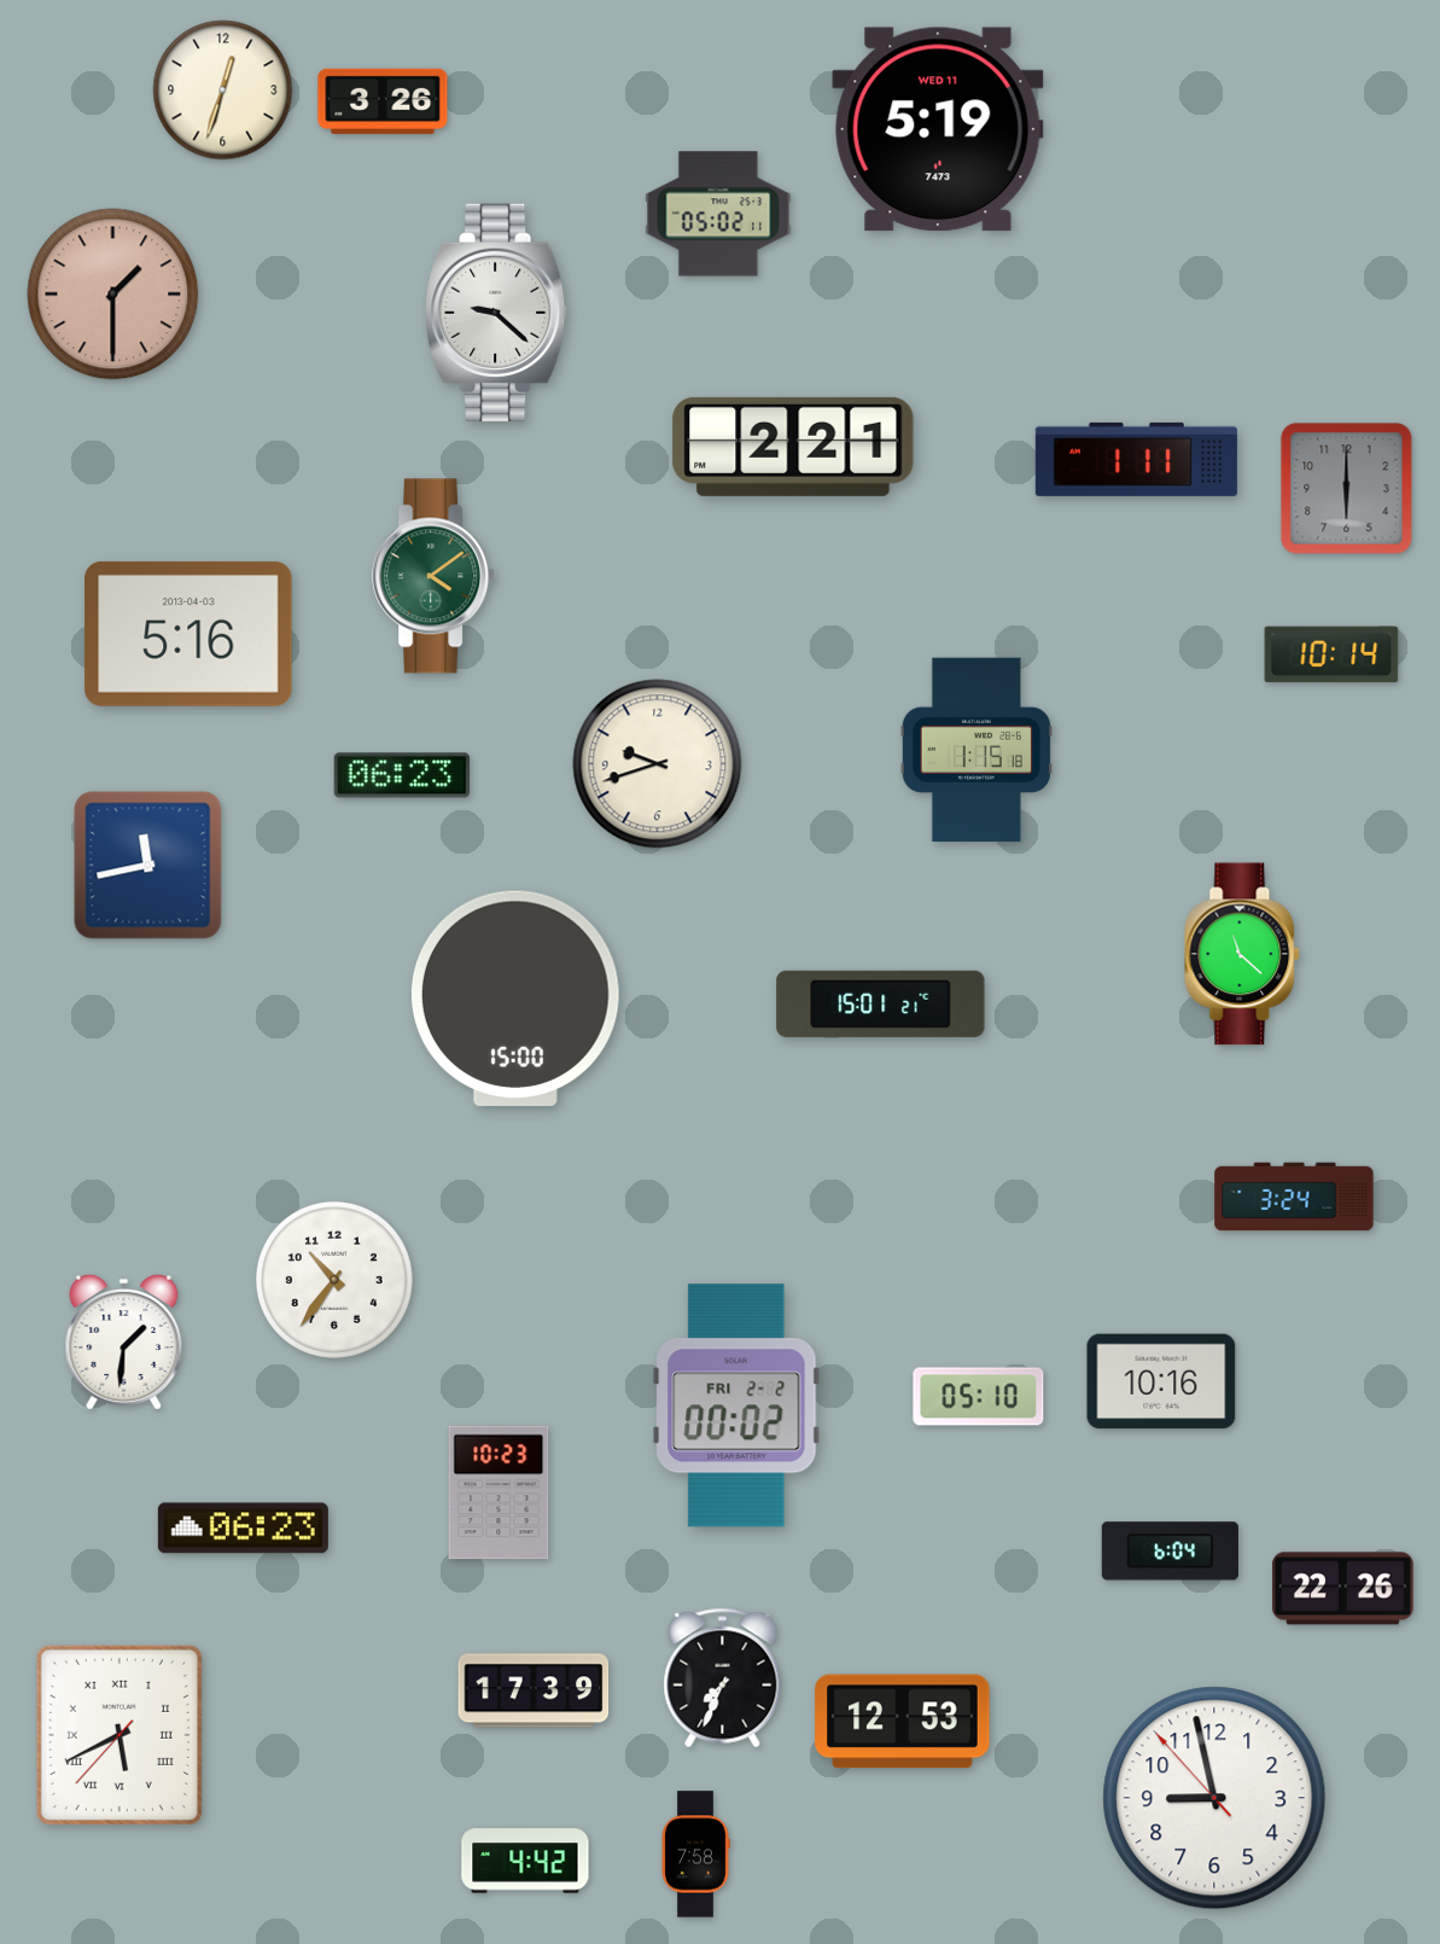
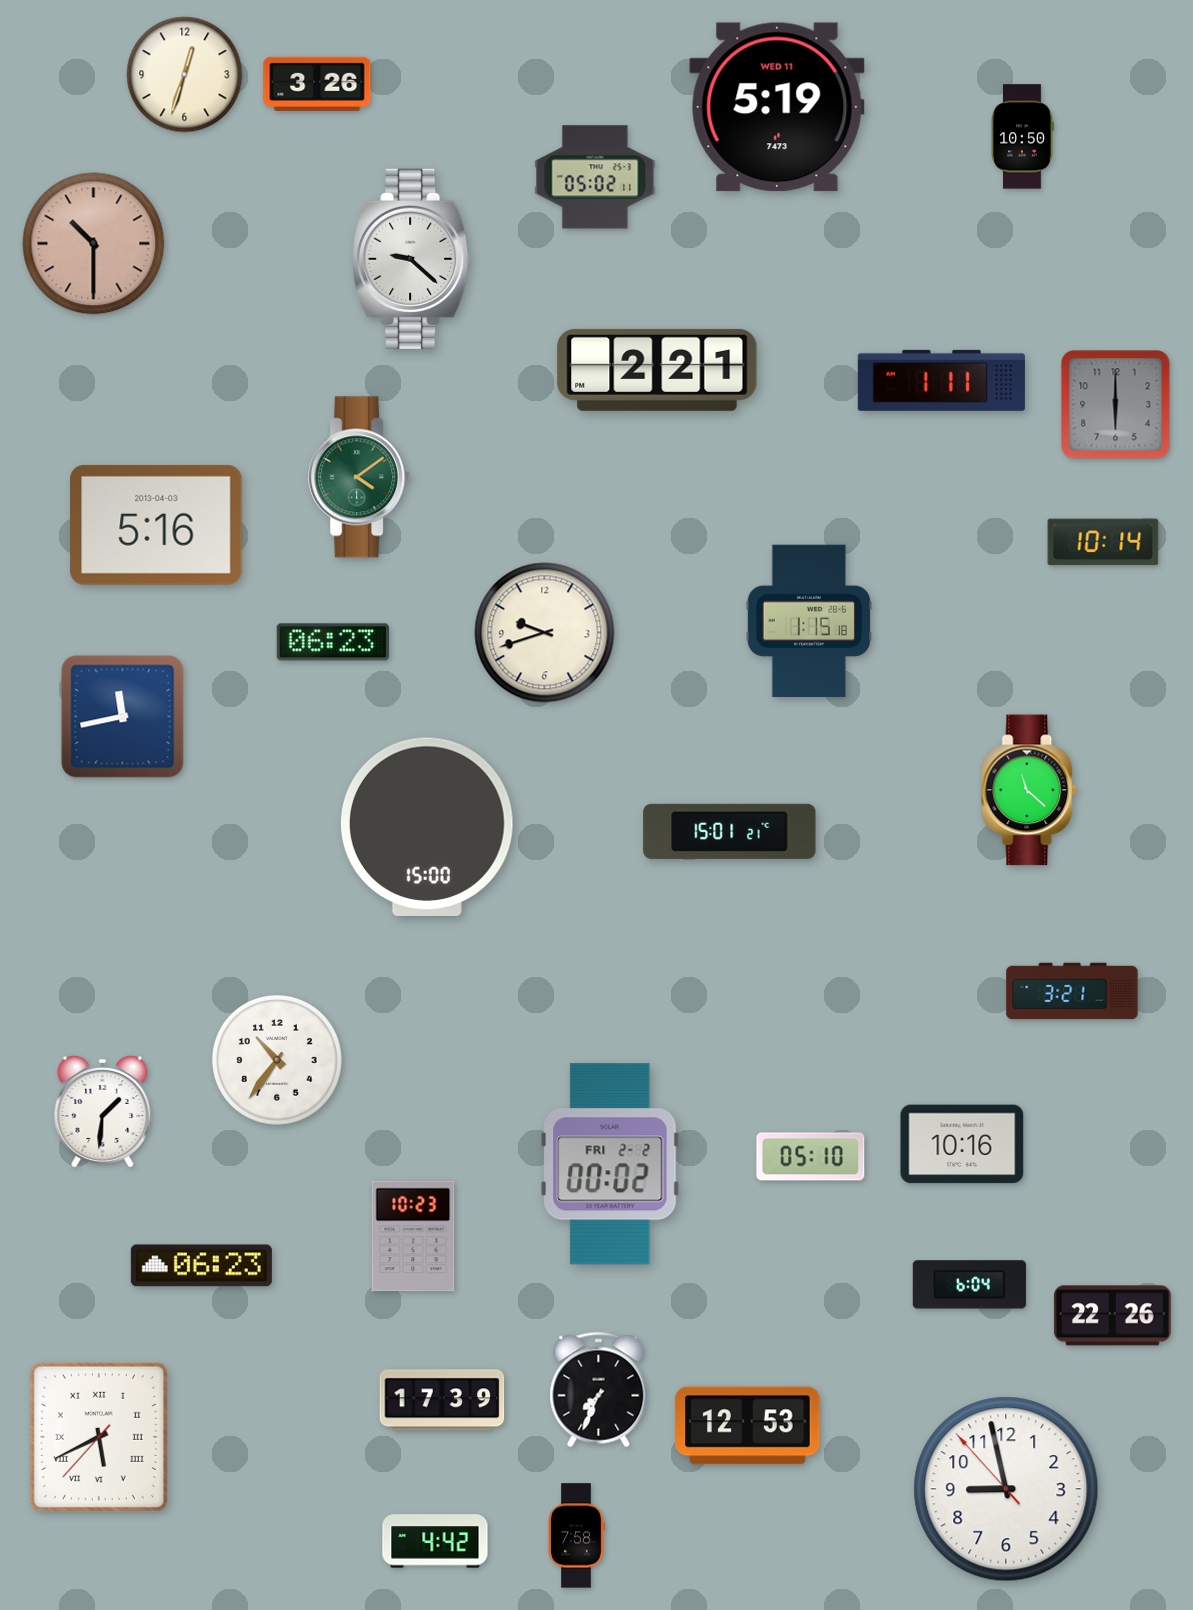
clock at (1022, 137): none -> 10:50
clock at (113, 295): 1:30 -> 10:30
clock at (1294, 1197): 3:24 -> 3:21
